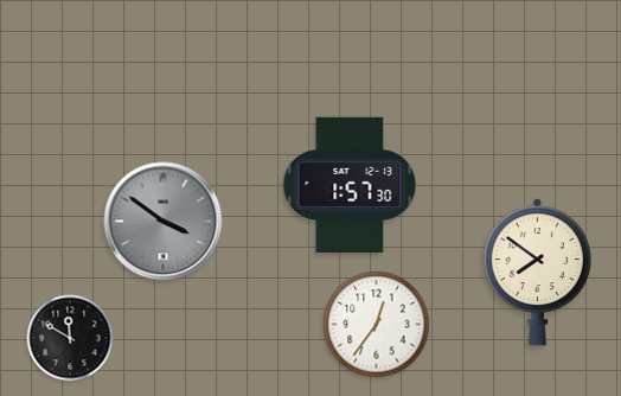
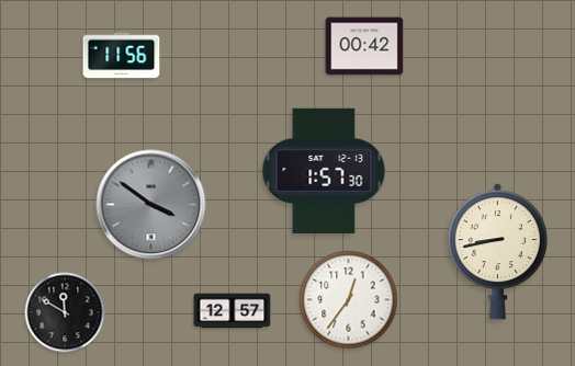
clock at (364, 46): none -> 00:42
clock at (122, 56): none -> 11:56
clock at (537, 273): 7:51 -> 8:43
clock at (233, 311): none -> 12:57
